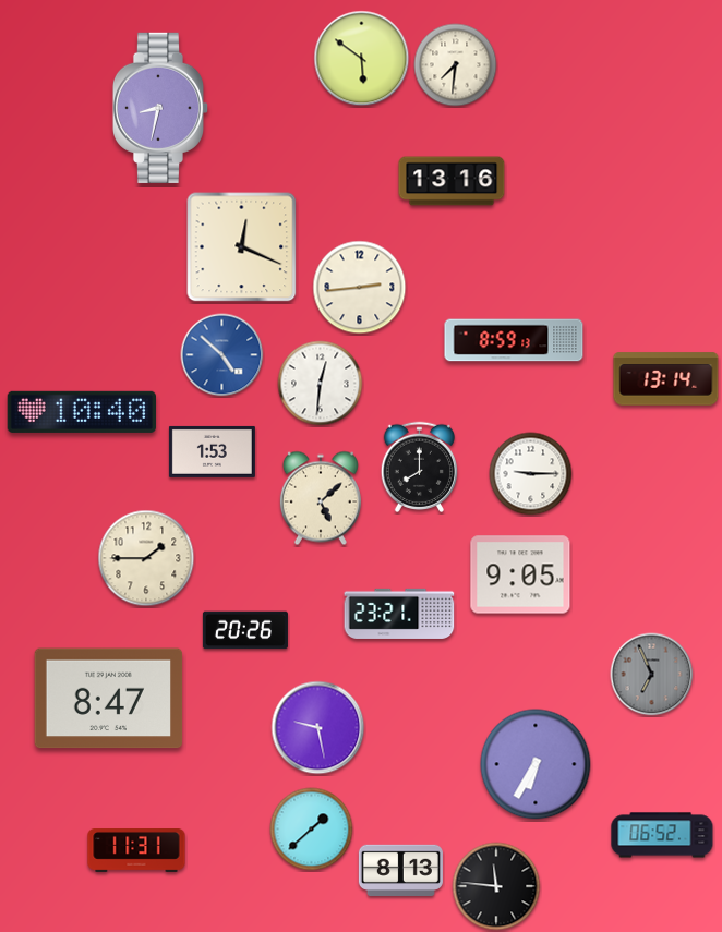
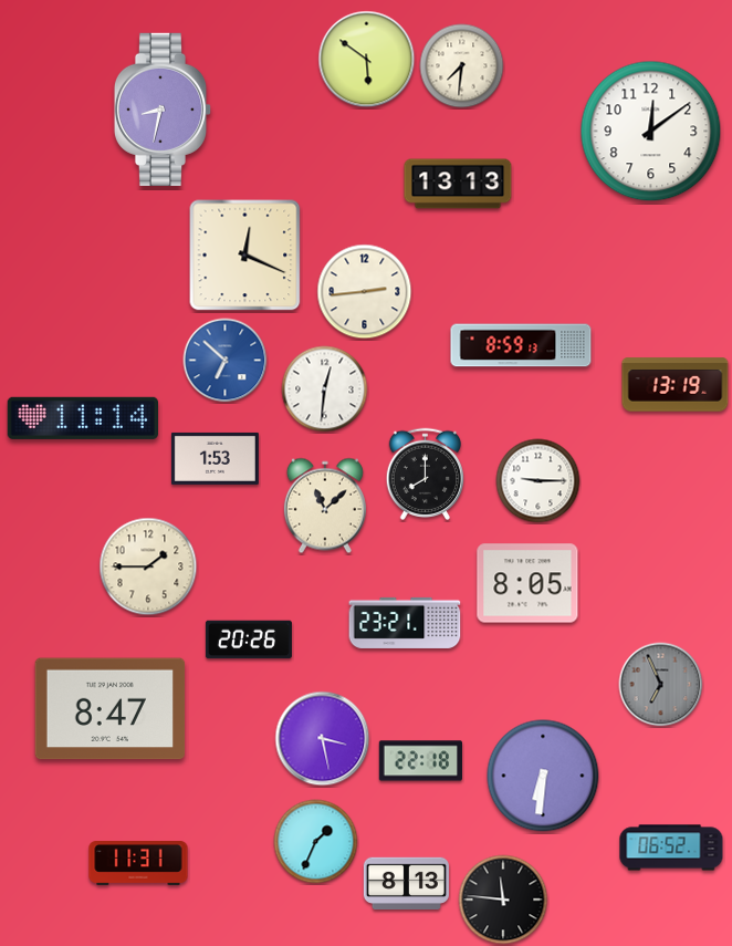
clock at (651, 132): none -> 12:09
clock at (452, 181): 13:16 -> 13:13
clock at (242, 247) position: (242, 247) -> (245, 256)
clock at (222, 355): 4:52 -> 6:52
clock at (666, 379): 13:14 -> 13:19
clock at (81, 412): 10:40 -> 11:14
clock at (321, 498): 5:08 -> 11:08
clock at (520, 574): 9:05 -> 8:05
clock at (318, 728): 9:28 -> 3:28
clock at (420, 761): none -> 22:18
clock at (536, 764): 6:35 -> 6:31
clock at (312, 830): 1:38 -> 1:34
